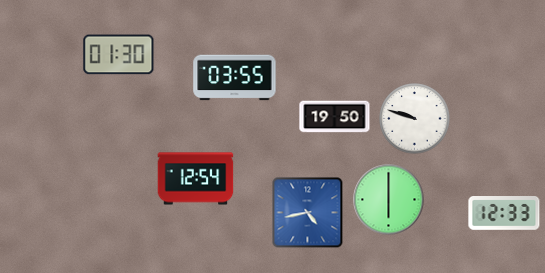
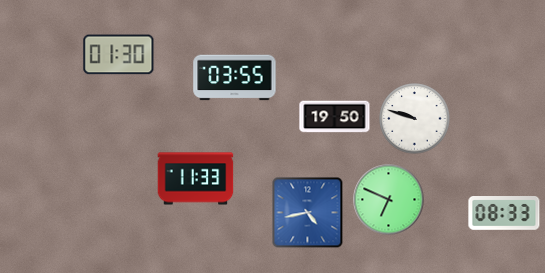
clock at (196, 179): 12:54 -> 11:33
clock at (389, 200): 6:00 -> 6:49
clock at (504, 213): 12:33 -> 08:33
